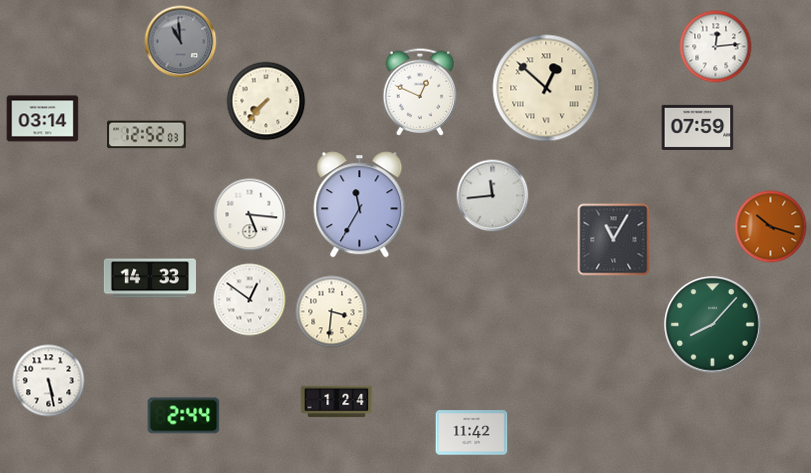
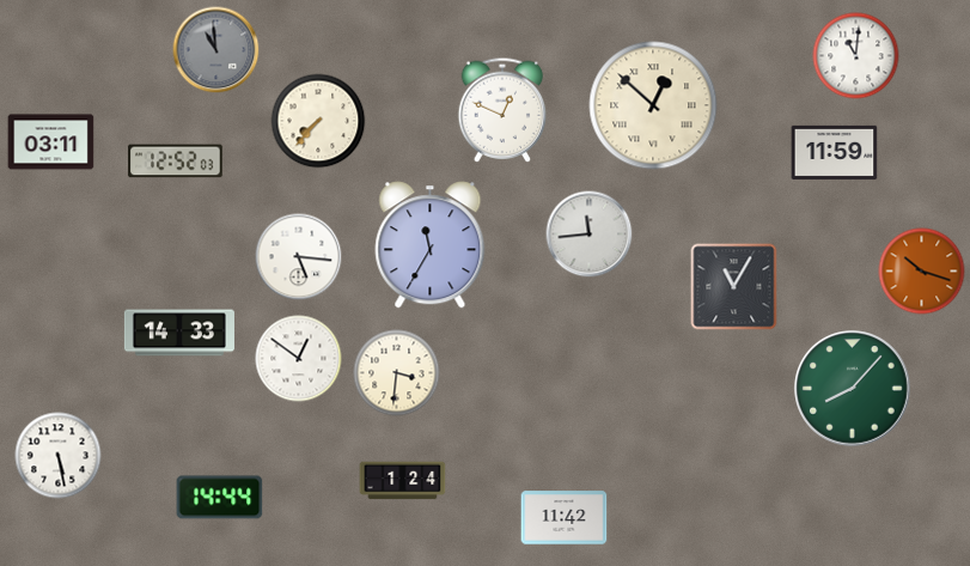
clock at (716, 47): 12:14 -> 11:01
clock at (43, 119): 03:14 -> 03:11
clock at (698, 127): 07:59 -> 11:59
clock at (184, 416): 2:44 -> 14:44
